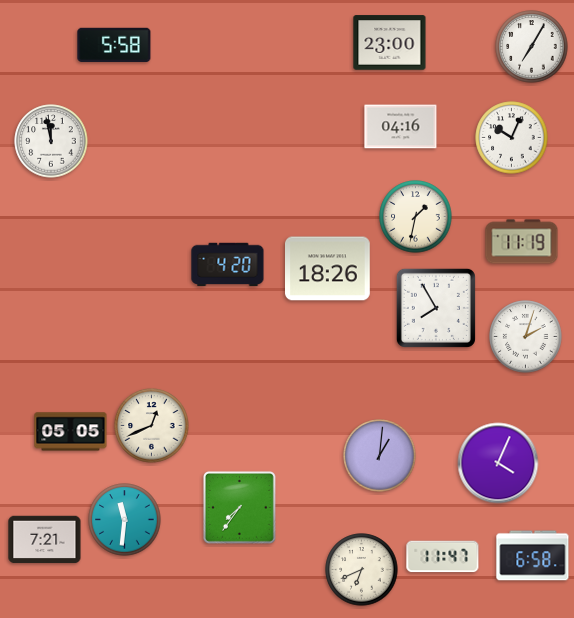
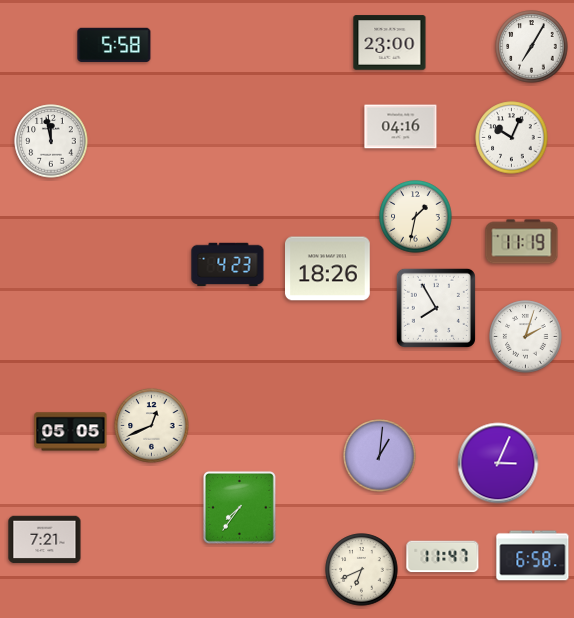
clock at (228, 265): 4:20 -> 4:23
clock at (498, 463): 4:04 -> 3:04
clock at (125, 520): 11:31 -> none
